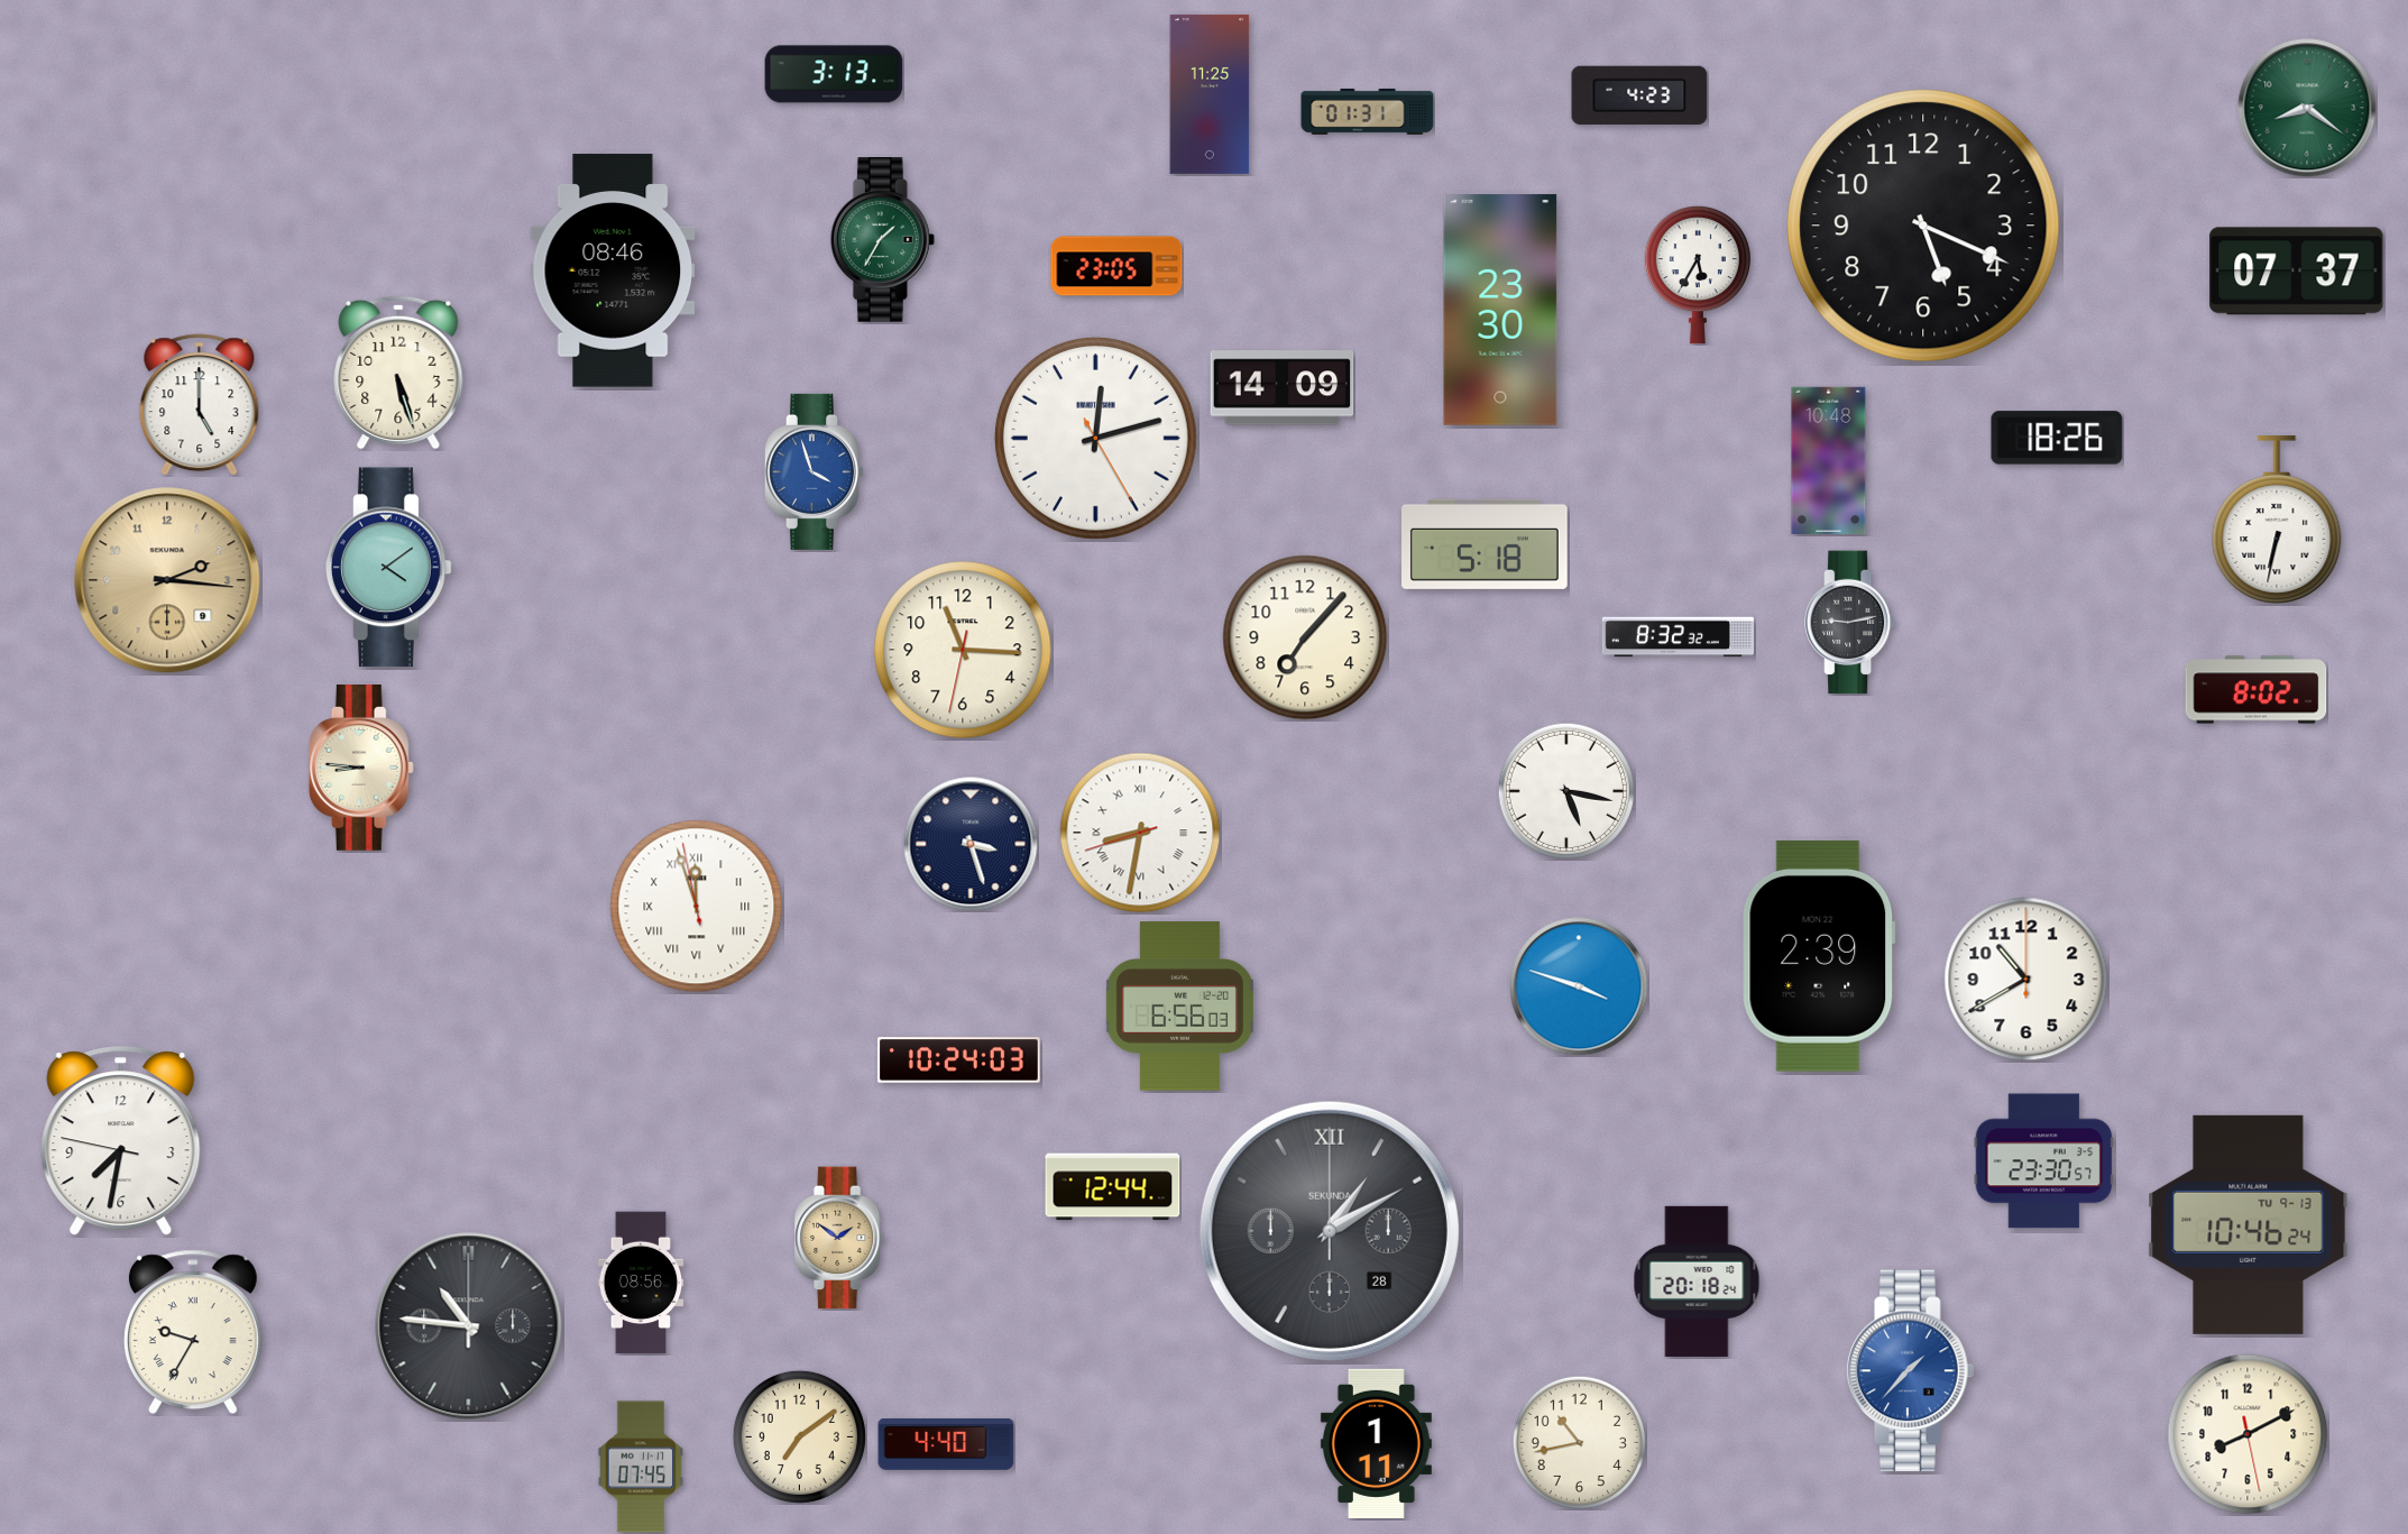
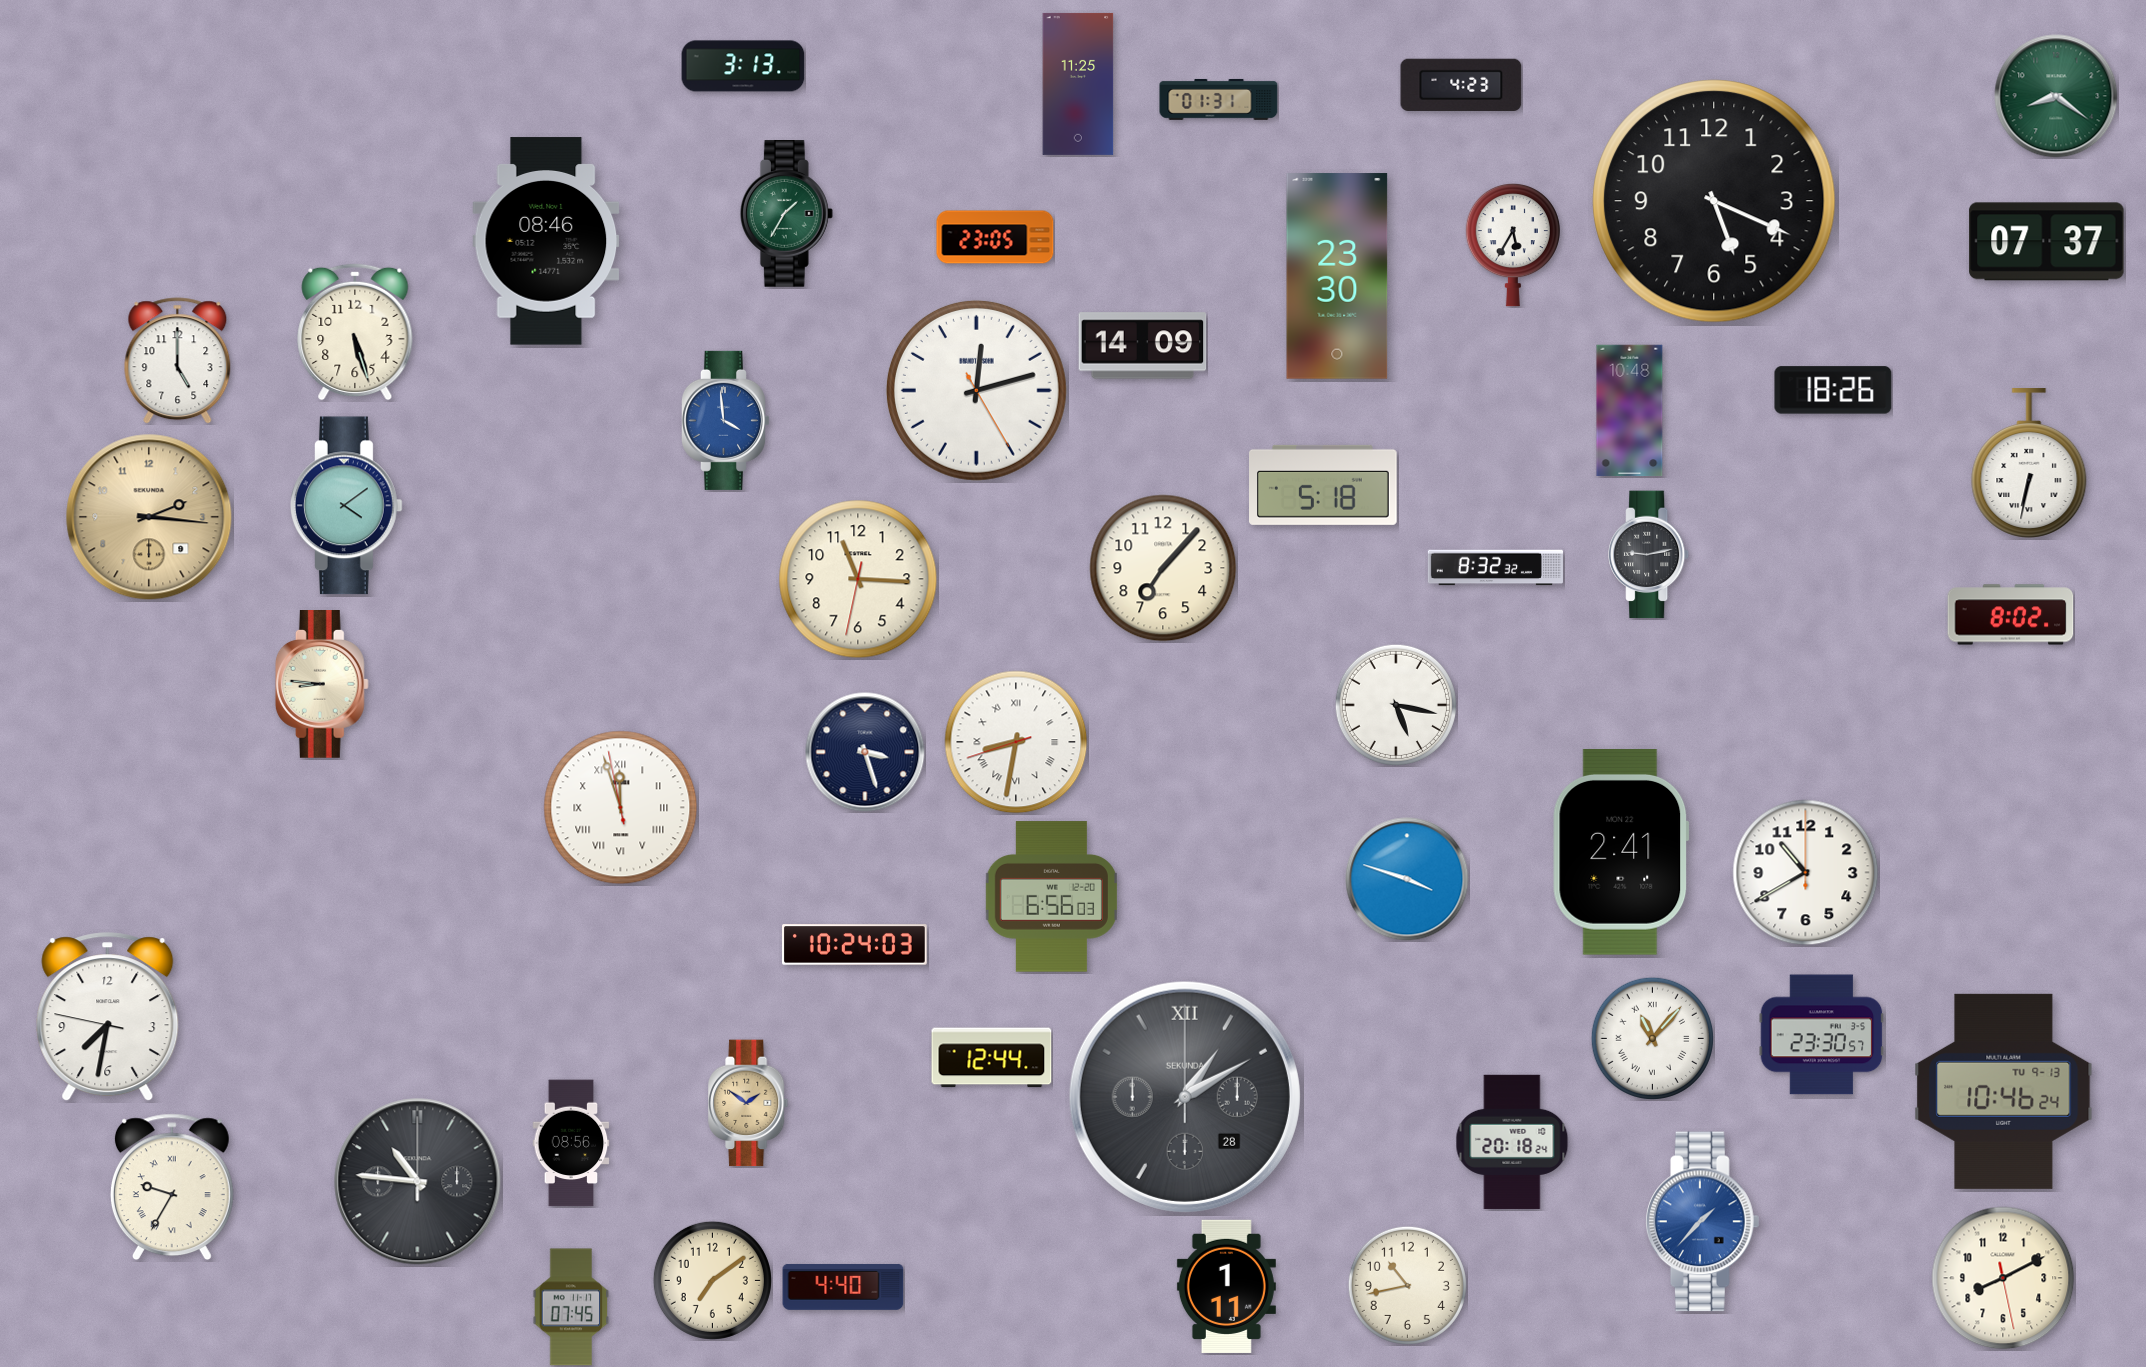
clock at (814, 471): 3:57 -> 3:59
clock at (1819, 957): 2:39 -> 2:41
clock at (1652, 1038): none -> 11:07
